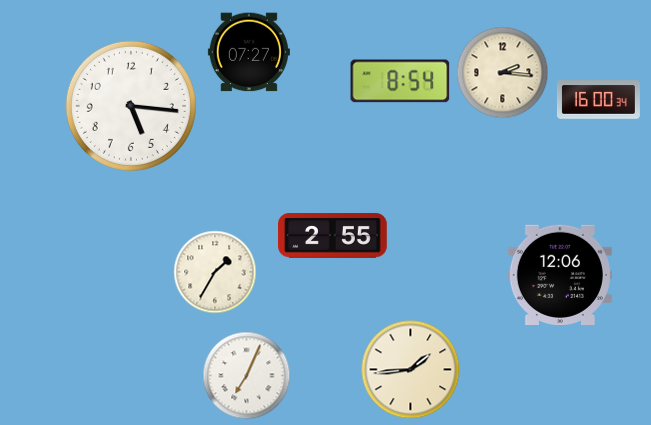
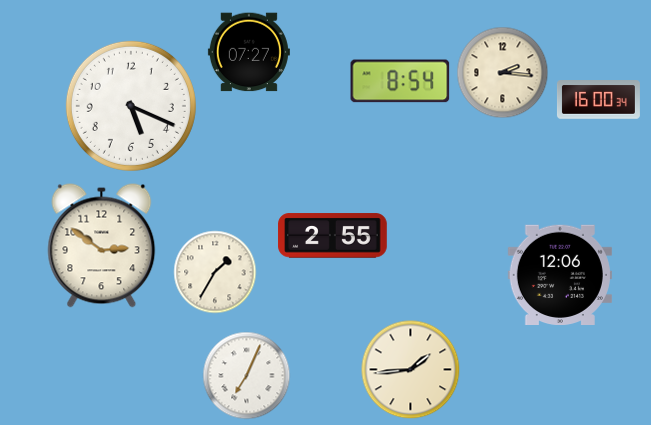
clock at (131, 106): 5:16 -> 5:19
clock at (102, 246): none -> 2:51
